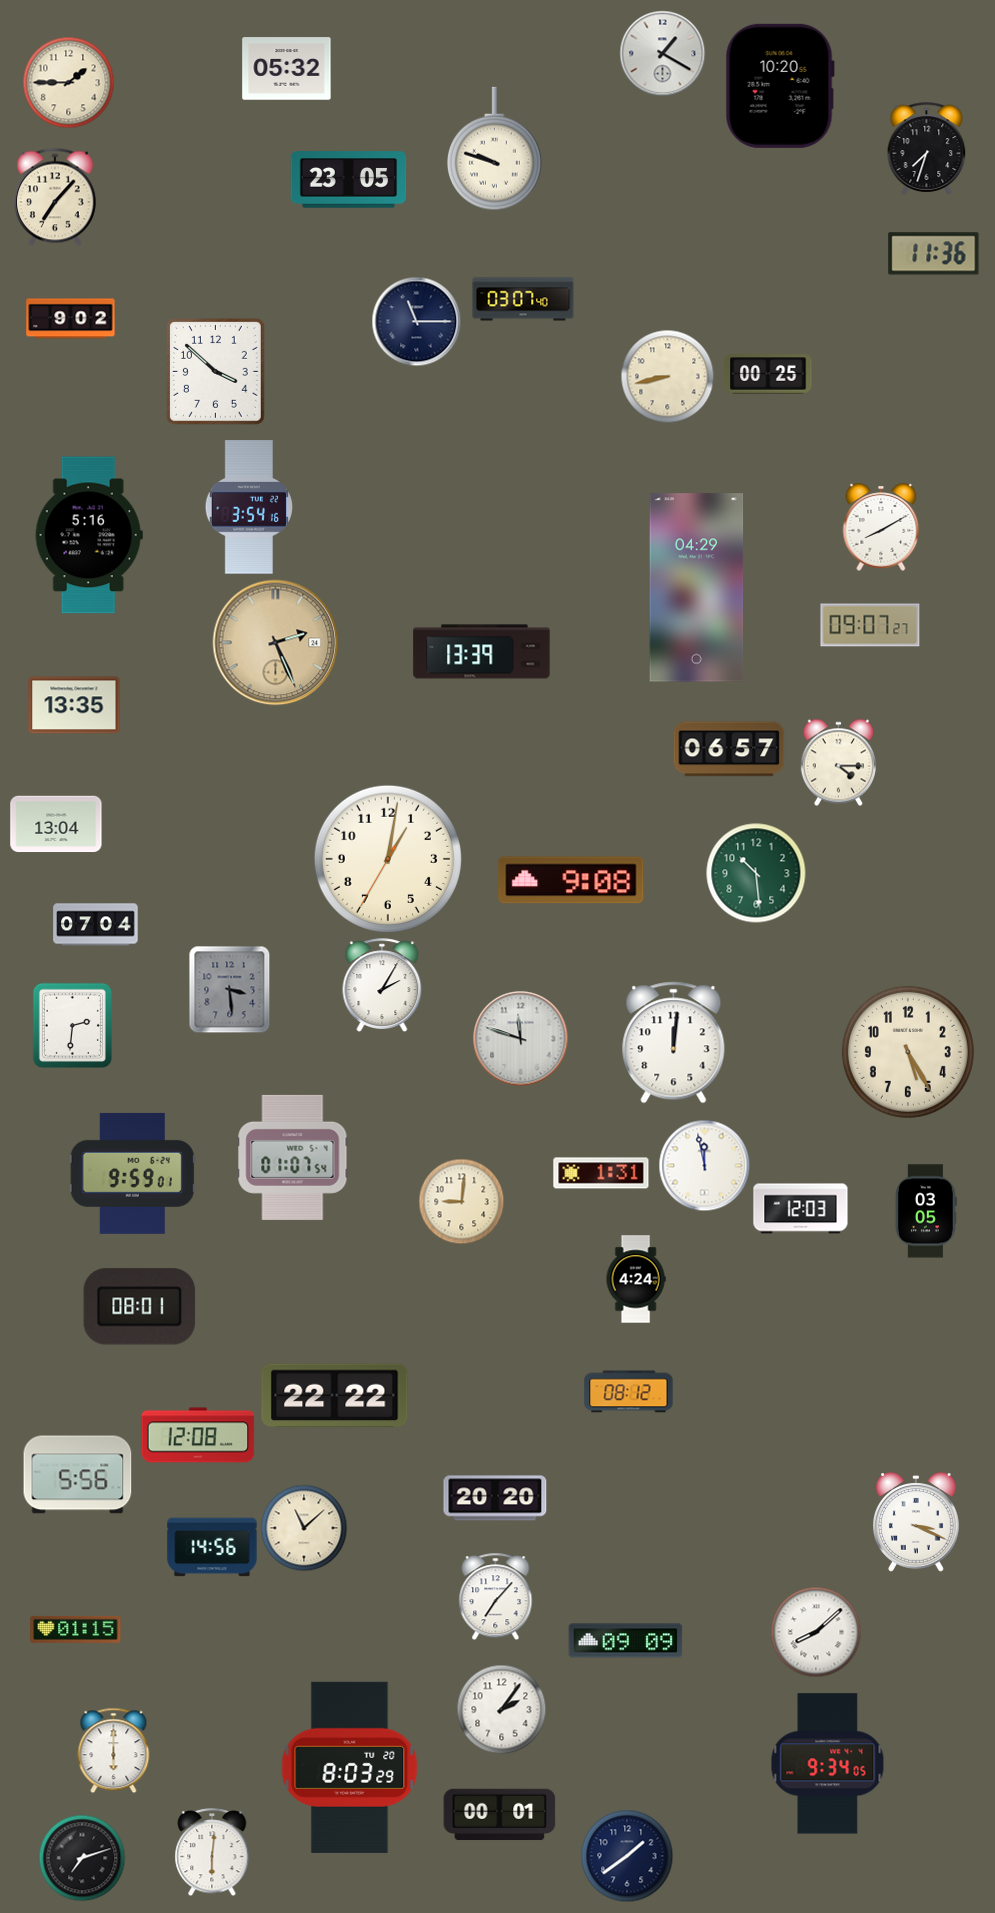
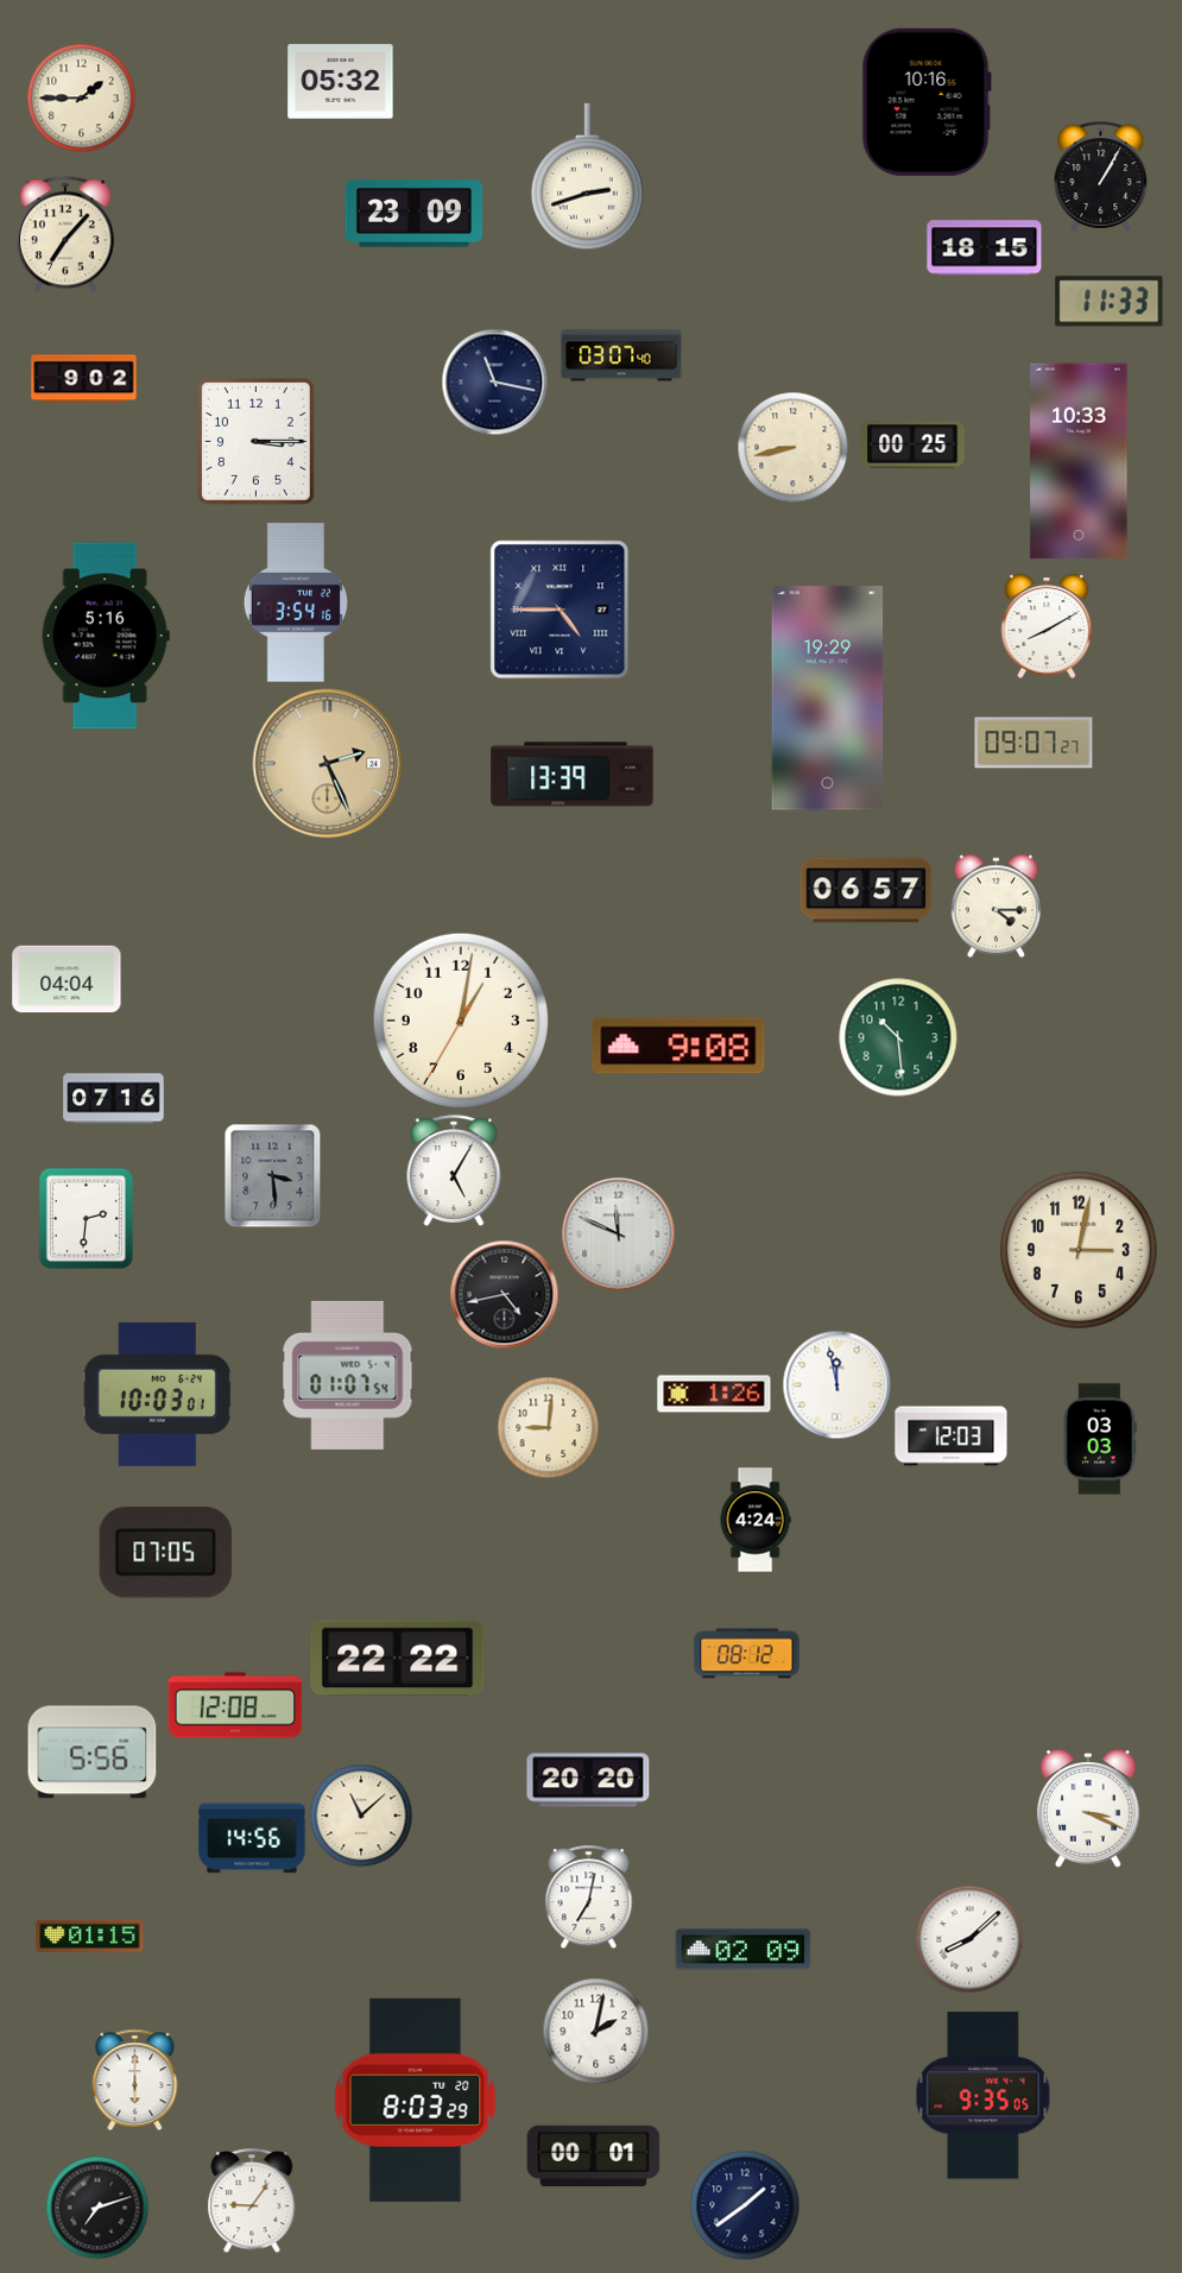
clock at (662, 53): 1:20 -> none
clock at (780, 86): 10:20 -> 10:16
clock at (927, 148): 7:33 -> 1:05
clock at (494, 149): 9:48 -> 2:42
clock at (349, 180): 23:05 -> 23:09
clock at (985, 248): none -> 18:15
clock at (934, 254): 11:36 -> 11:33
clock at (416, 321): 11:15 -> 11:17
clock at (215, 371): 3:52 -> 3:15
clock at (1079, 461): none -> 10:33
clock at (560, 610): none -> 4:45
clock at (697, 588): 04:29 -> 19:29
clock at (74, 705): 13:35 -> none
clock at (56, 824): 13:04 -> 04:04
clock at (96, 925): 07:04 -> 07:16
clock at (382, 985): 2:05 -> 5:05
clock at (520, 1038): 11:48 -> 11:49
clock at (674, 1043): 12:01 -> none
clock at (908, 1052): 5:25 -> 3:02
clock at (504, 1294): none -> 4:43
clock at (132, 1173): 9:59 -> 10:03
clock at (601, 1173): 1:31 -> 1:26
clock at (926, 1211): 03:05 -> 03:03
clock at (140, 1307): 08:01 -> 07:05
clock at (496, 1596): 7:07 -> 7:02
clock at (626, 1641): 09:09 -> 02:09
clock at (501, 1709): 2:06 -> 2:02
clock at (828, 1764): 9:34 -> 9:35
clock at (212, 1852): 6:01 -> 9:06
